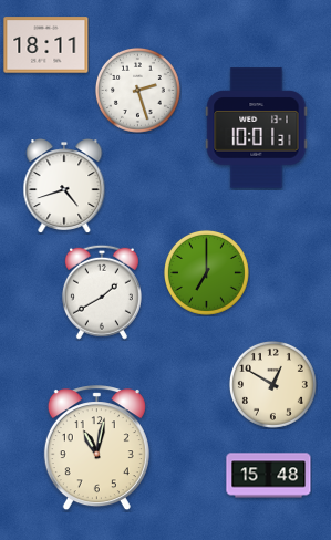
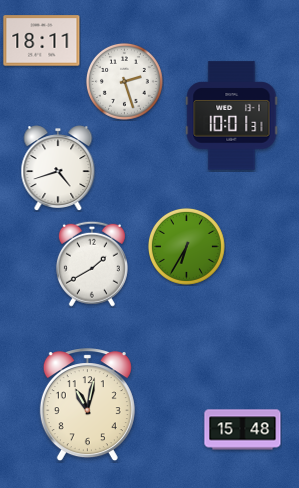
clock at (206, 272): 7:00 -> 6:35
clock at (272, 384): 12:50 -> none
